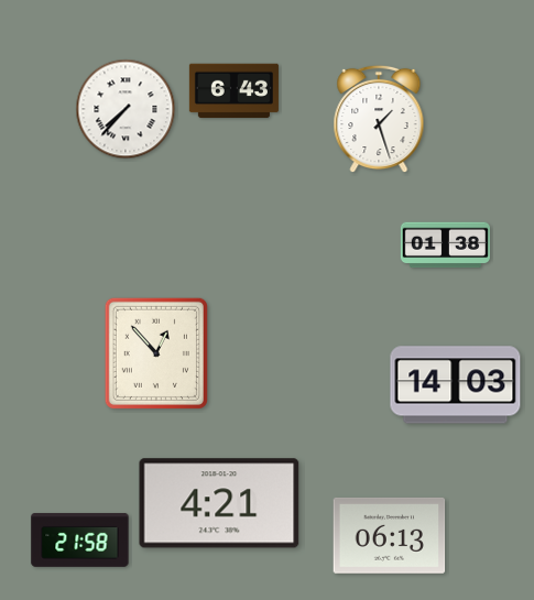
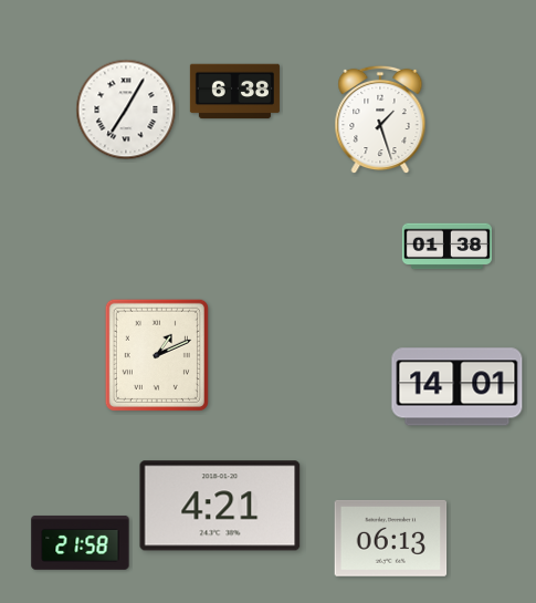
clock at (233, 91): 6:43 -> 6:38
clock at (126, 109): 7:37 -> 7:05
clock at (156, 353): 12:53 -> 1:11
clock at (456, 385): 14:03 -> 14:01
